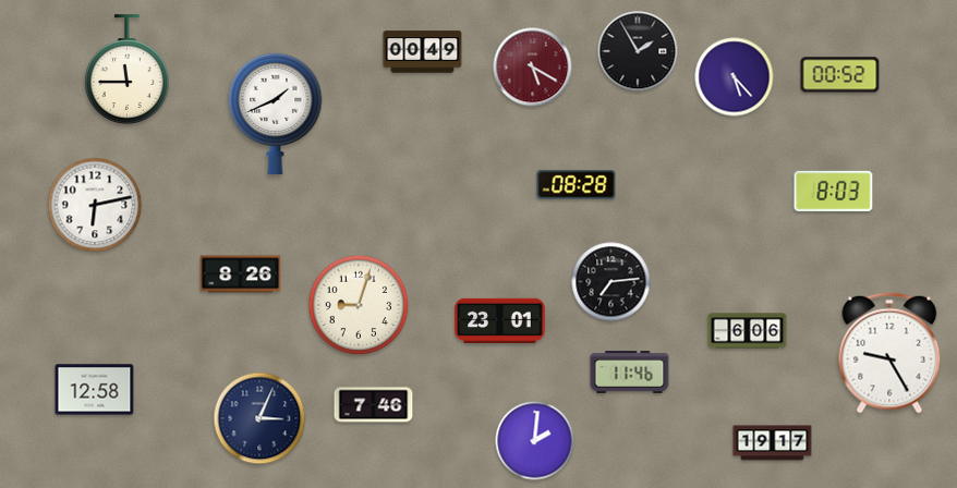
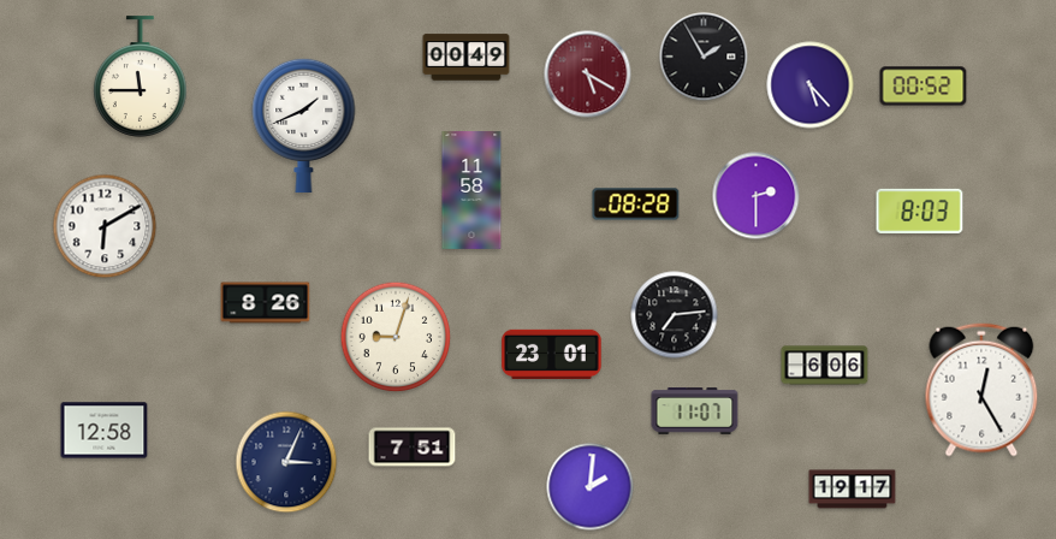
clock at (840, 75) position: (840, 75) -> (924, 87)
clock at (471, 191): none -> 11:58
clock at (757, 196): none -> 2:30
clock at (95, 205): 6:13 -> 6:10
clock at (611, 282) position: (611, 282) -> (675, 315)
clock at (889, 353): 9:25 -> 12:25
clock at (630, 373): 11:46 -> 11:07
clock at (374, 405): 7:46 -> 7:51
